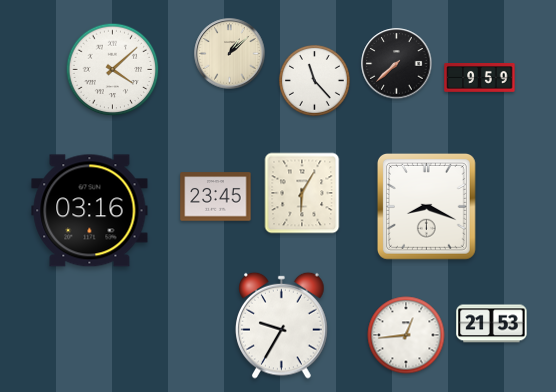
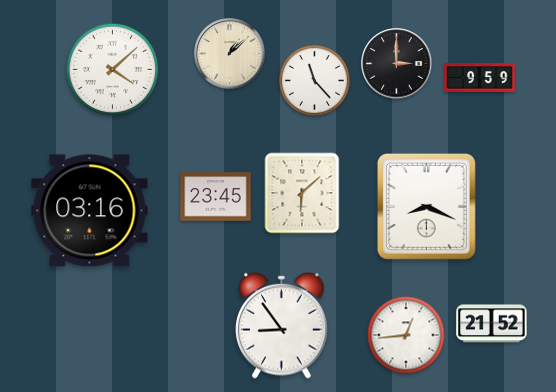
clock at (397, 64): 7:38 -> 3:00
clock at (302, 193): 6:05 -> 6:08
clock at (492, 324): 21:53 -> 21:52
clock at (282, 325): 9:35 -> 8:54
